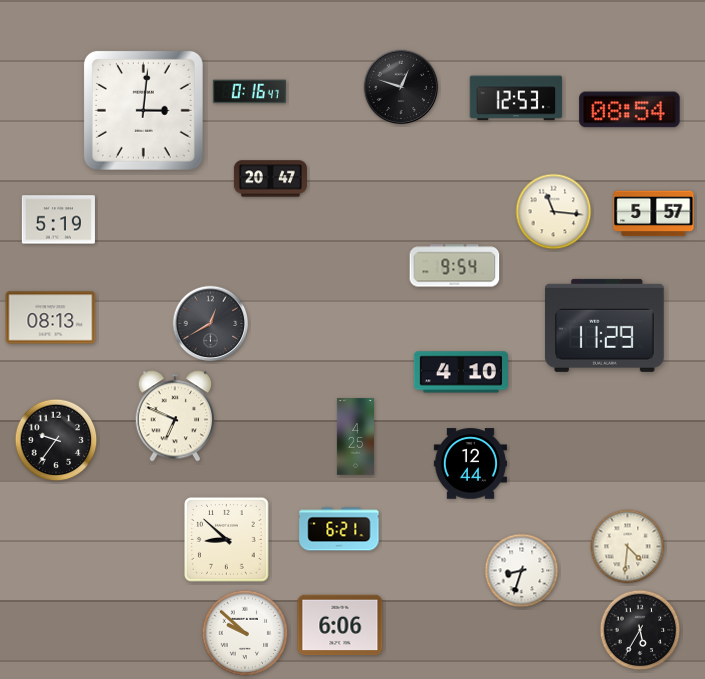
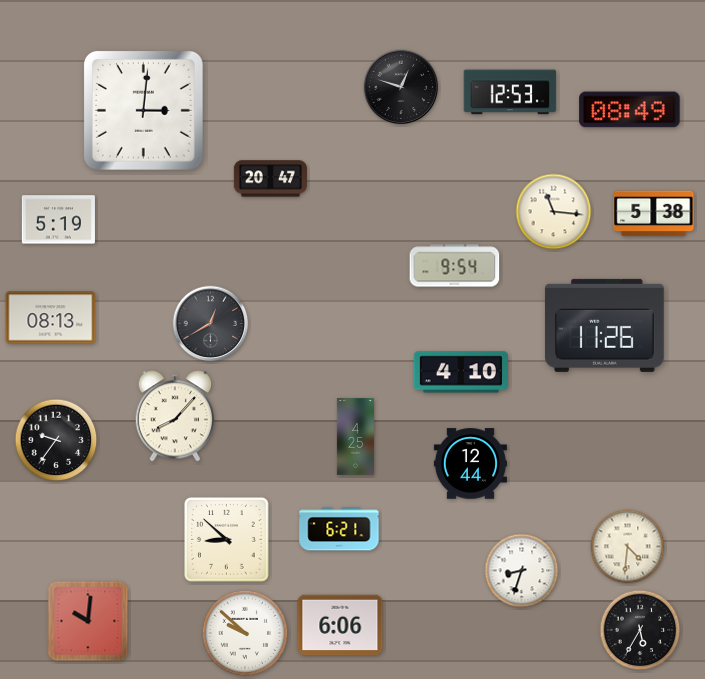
clock at (249, 92): 0:16 -> none
clock at (516, 98) position: (516, 98) -> (510, 92)
clock at (630, 110): 08:54 -> 08:49
clock at (654, 214): 5:57 -> 5:38
clock at (605, 325): 11:29 -> 11:26
clock at (175, 416): 6:49 -> 8:07
clock at (88, 621): none -> 10:01
